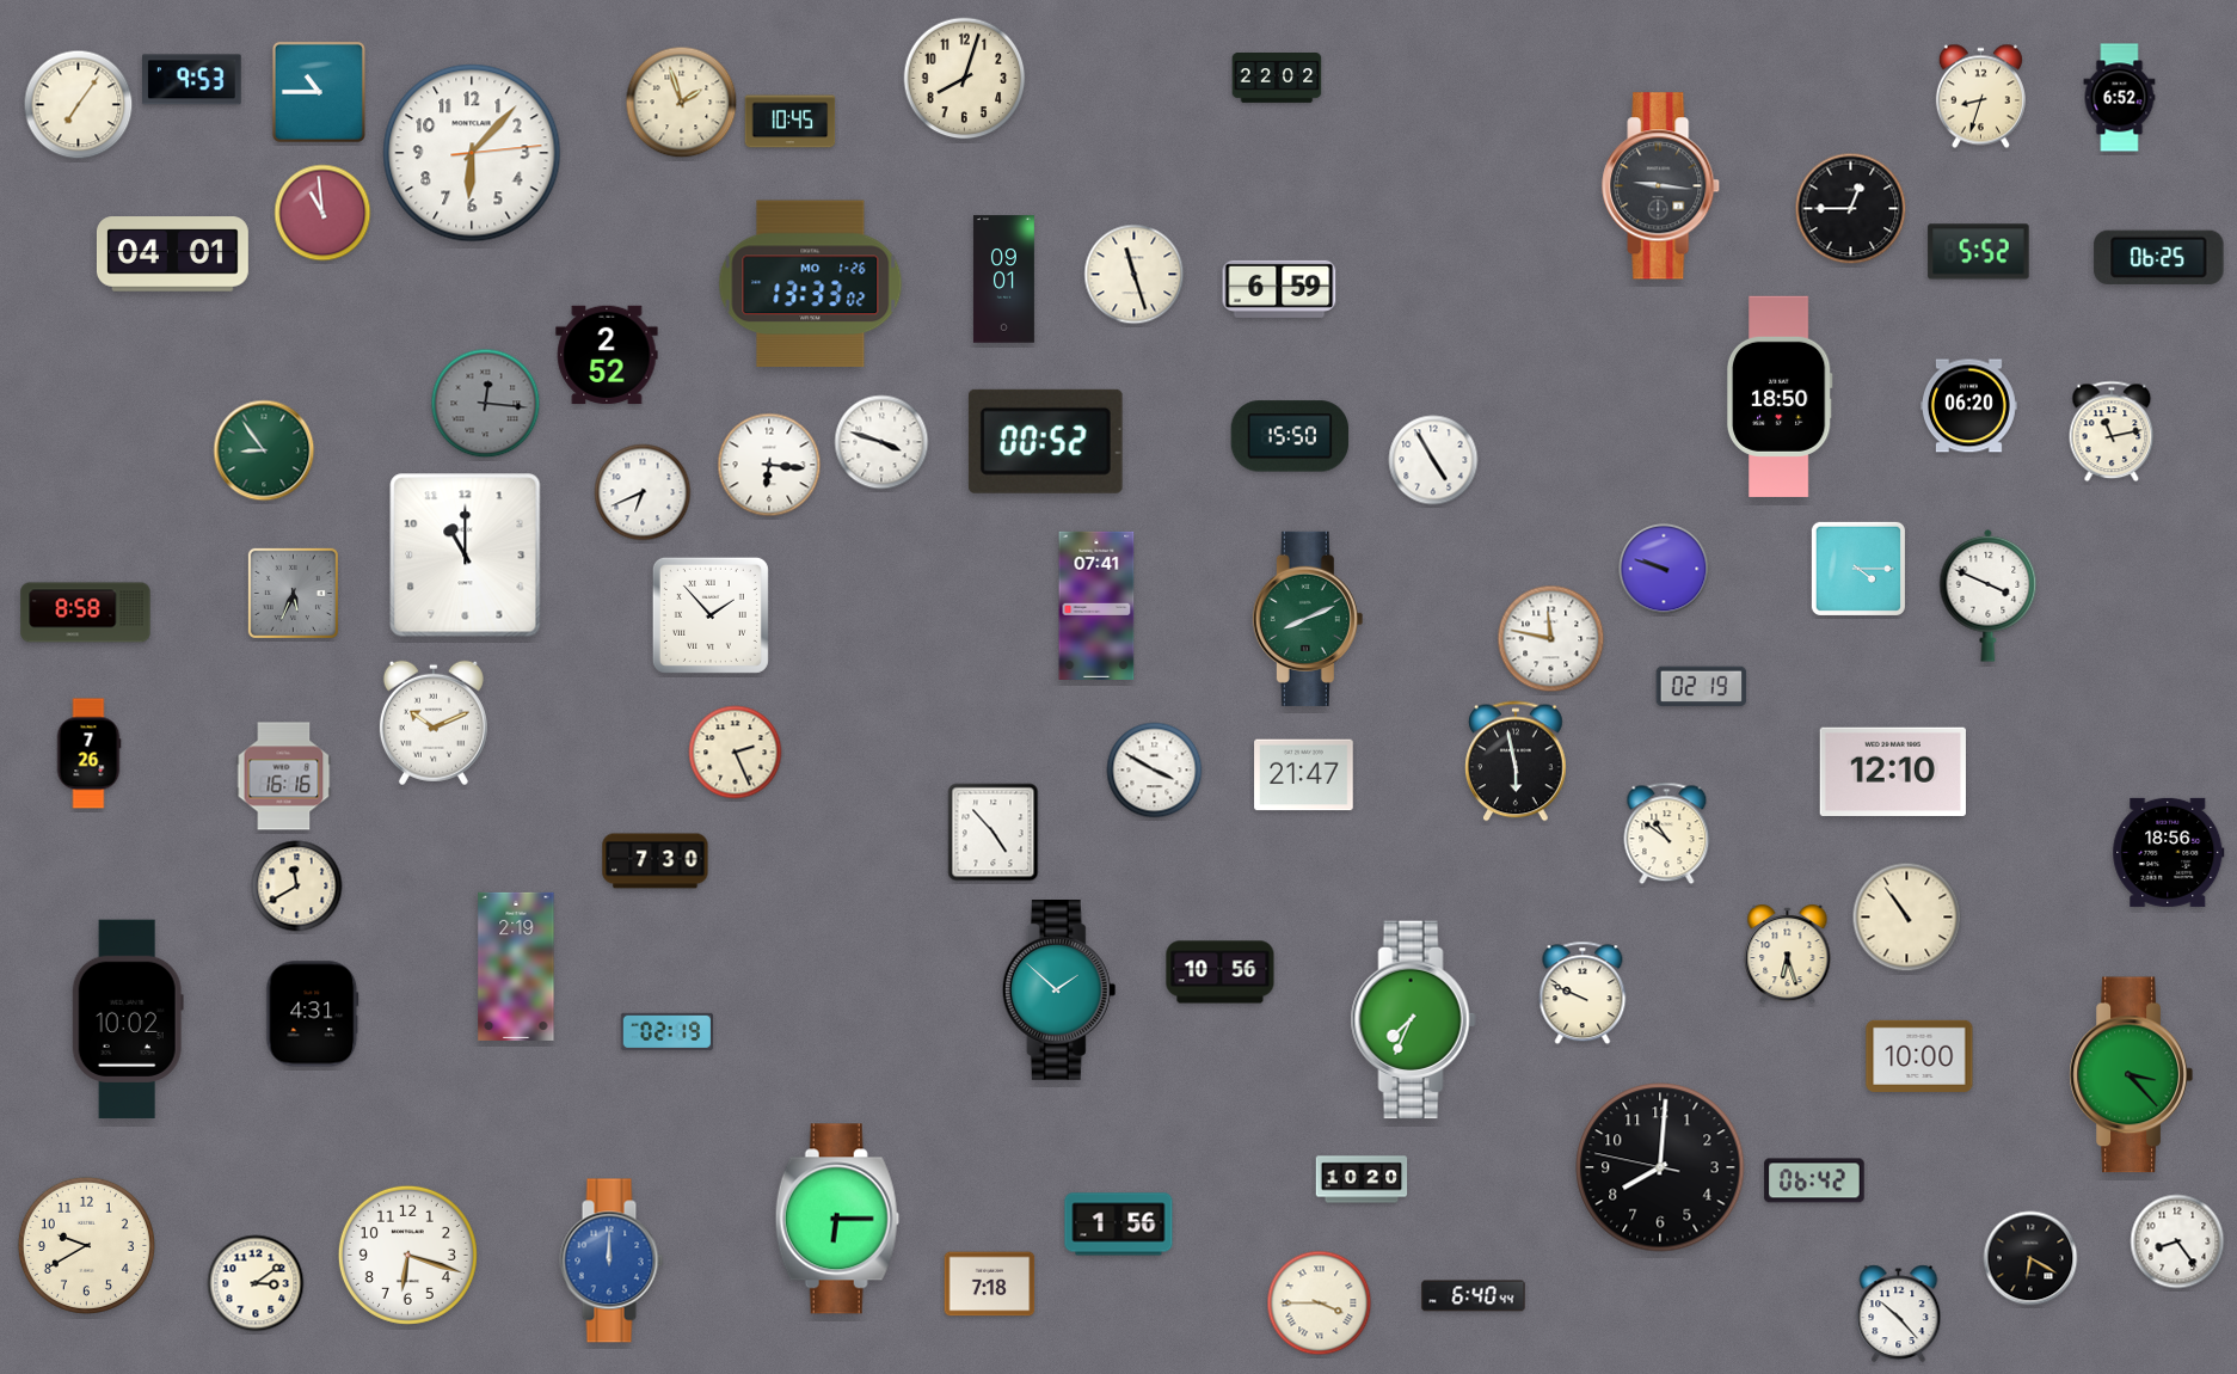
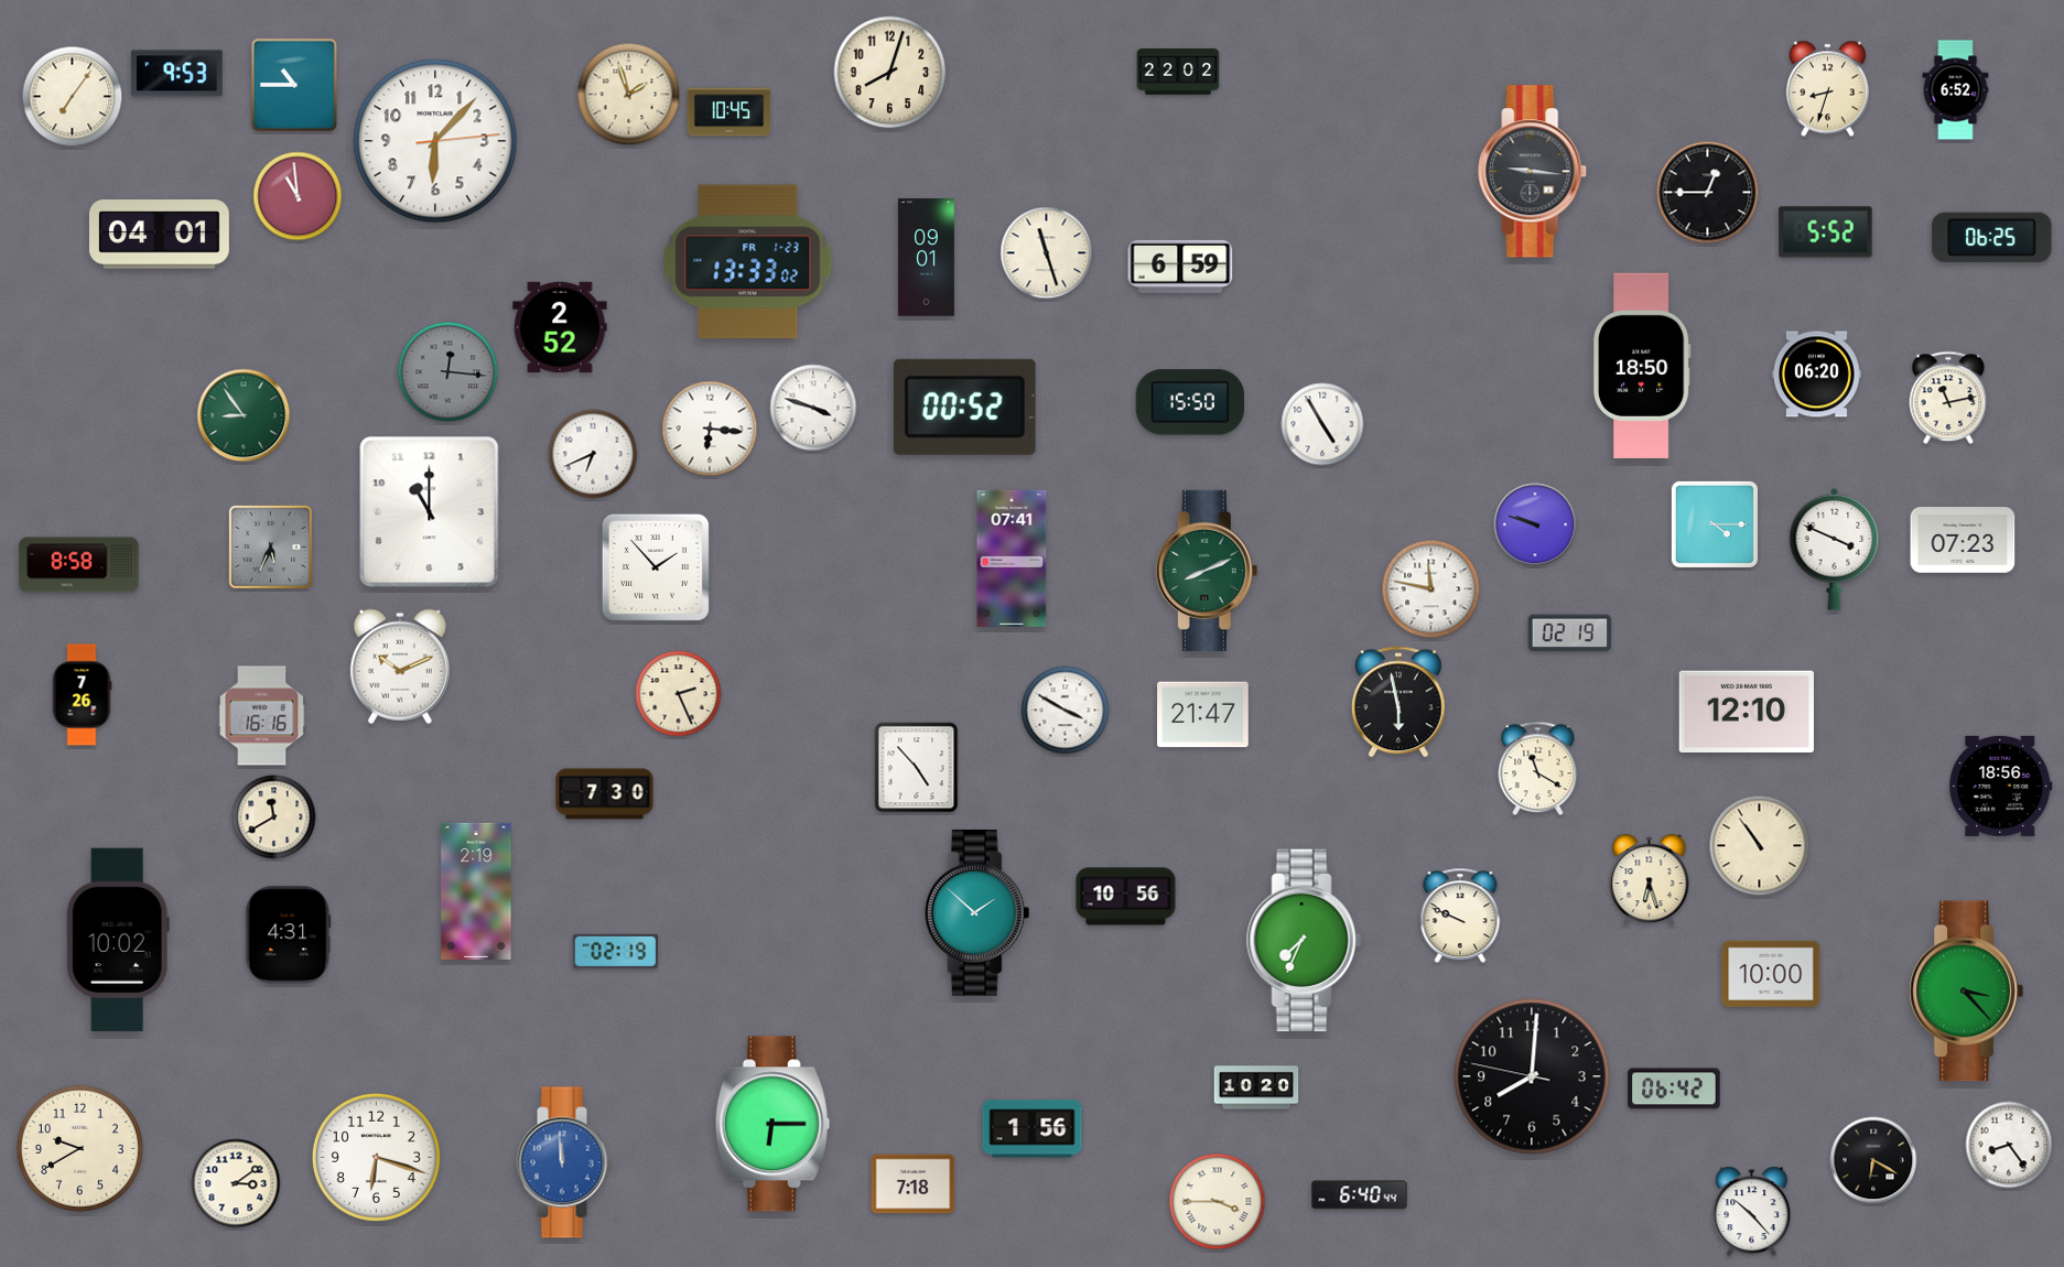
clock at (811, 284) date: MO 1-26 -> FR 1-23
clock at (1963, 540): none -> 07:23
clock at (1667, 834): 10:51 -> 11:20
clock at (612, 1260): 12:00 -> 11:59
